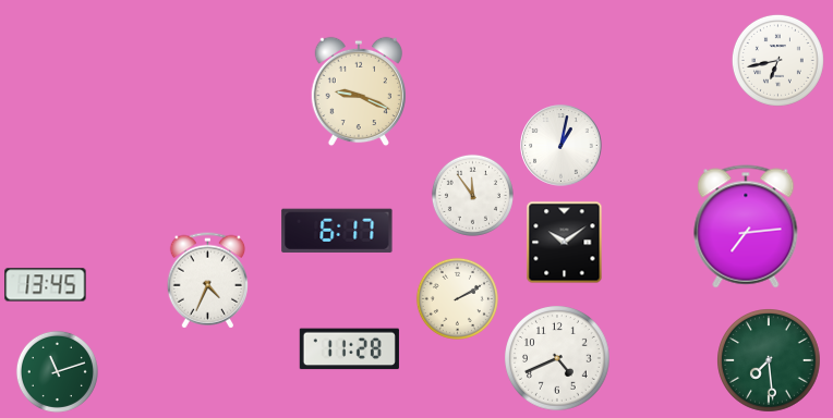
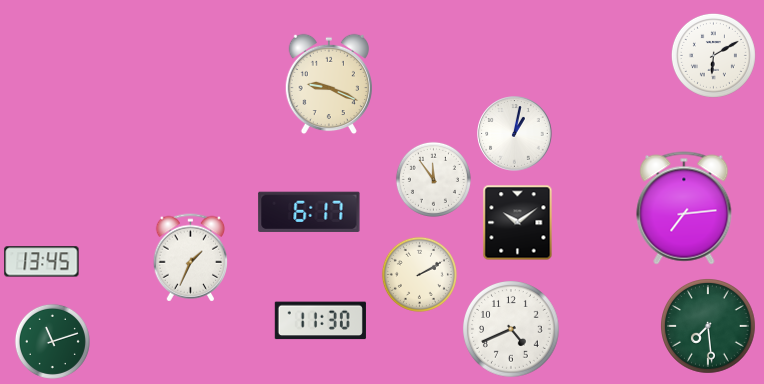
clock at (777, 60): 6:43 -> 6:10
clock at (208, 281): 4:34 -> 1:34
clock at (349, 349): 11:28 -> 11:30
clock at (770, 361) position: (770, 361) -> (709, 327)
